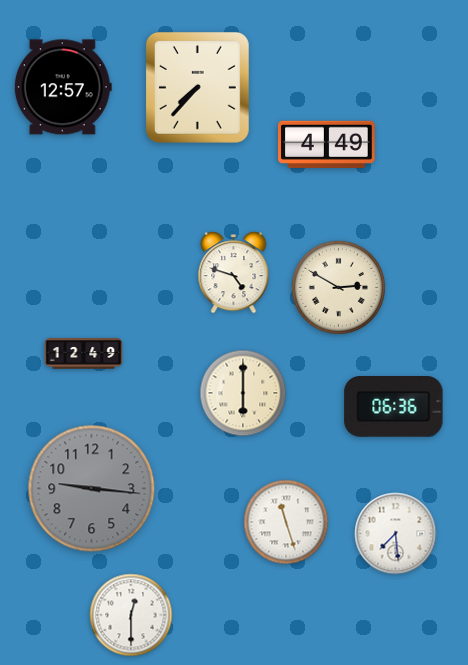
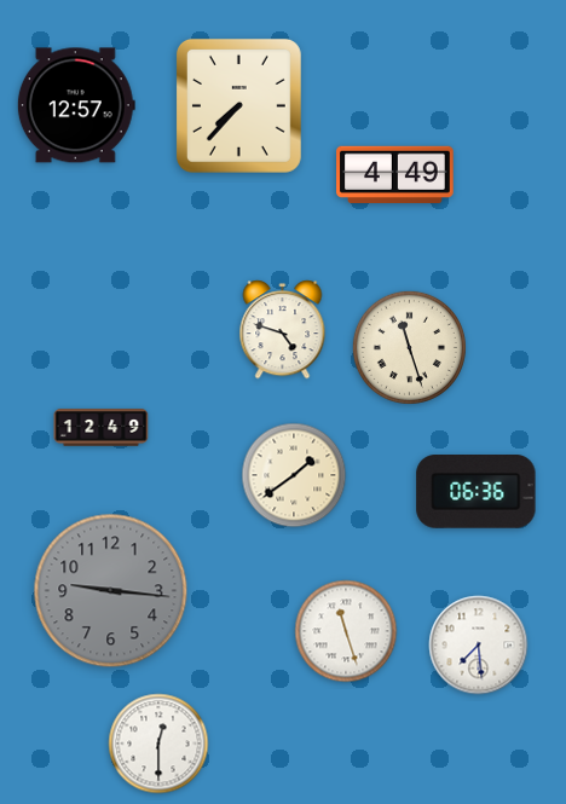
clock at (338, 287): 2:50 -> 11:27
clock at (243, 393): 6:00 -> 1:39
